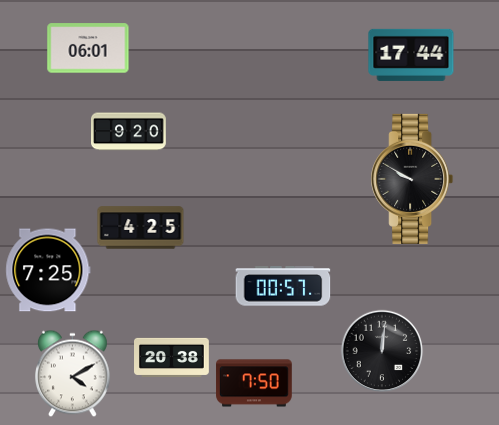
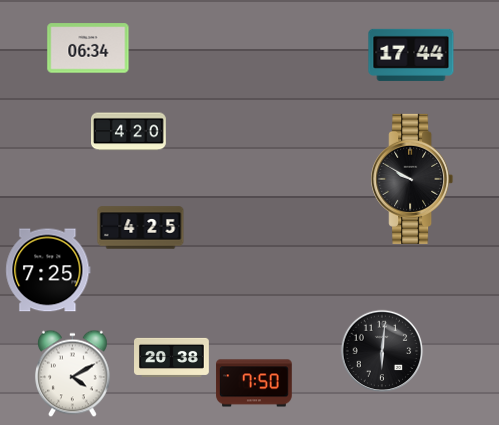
clock at (88, 48): 06:01 -> 06:34
clock at (129, 132): 9:20 -> 4:20
clock at (283, 286): 00:57 -> none
clock at (382, 351): 12:01 -> 6:01
